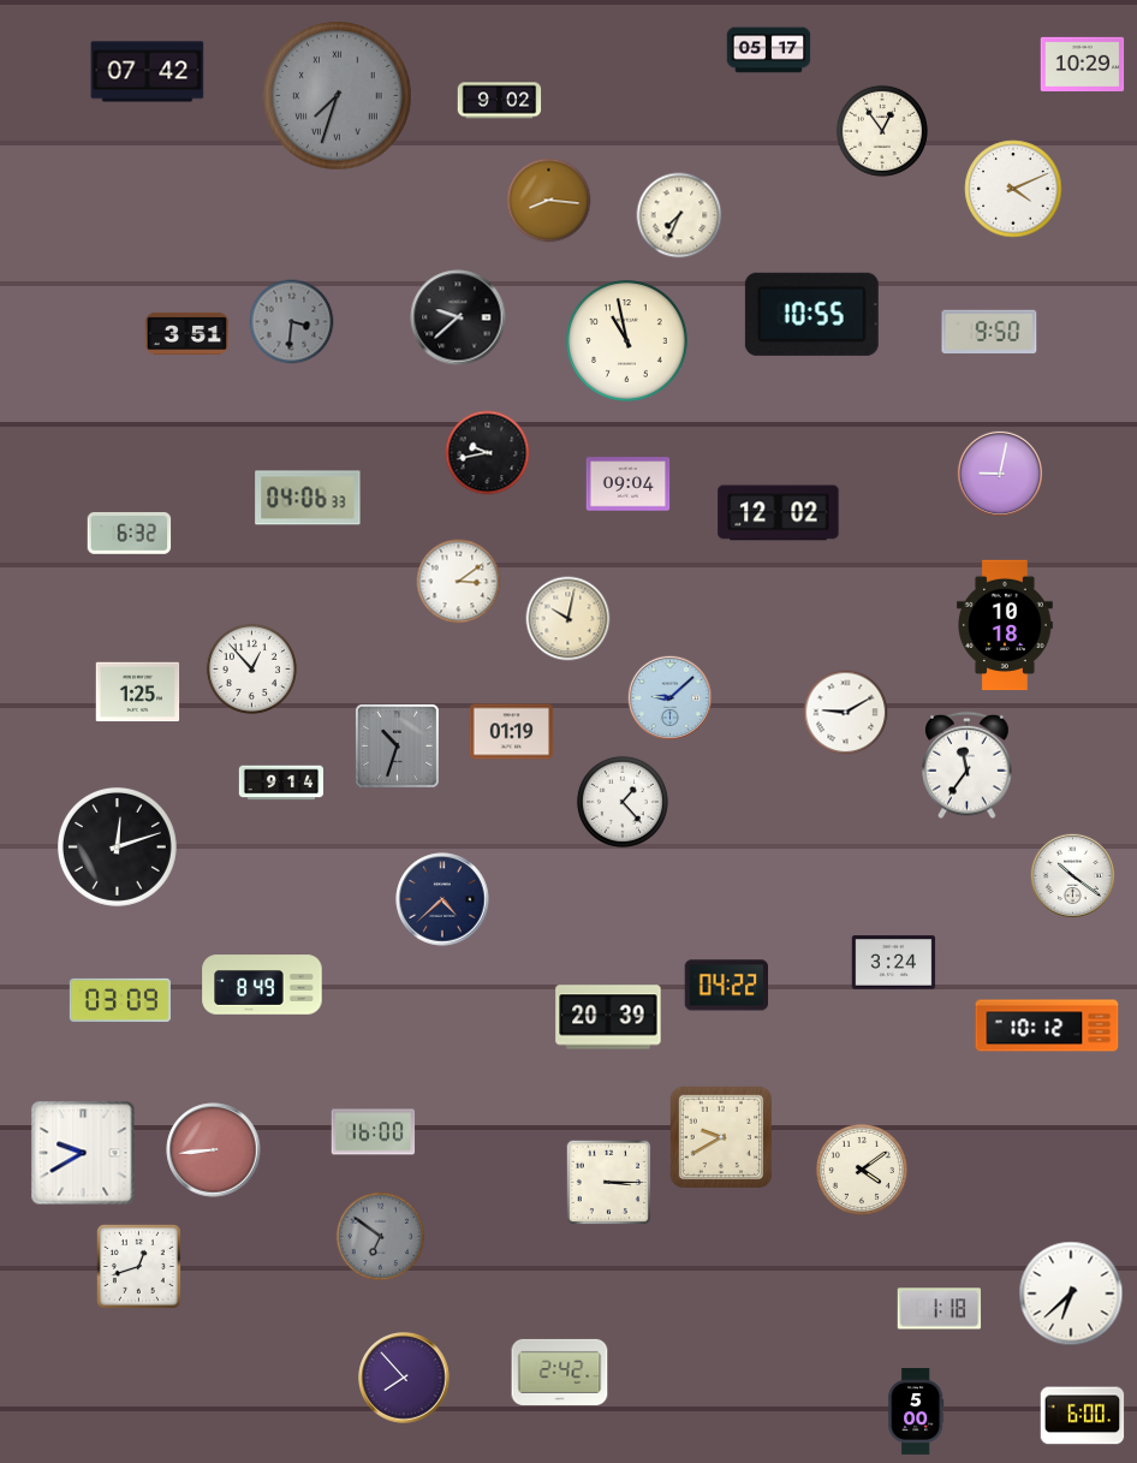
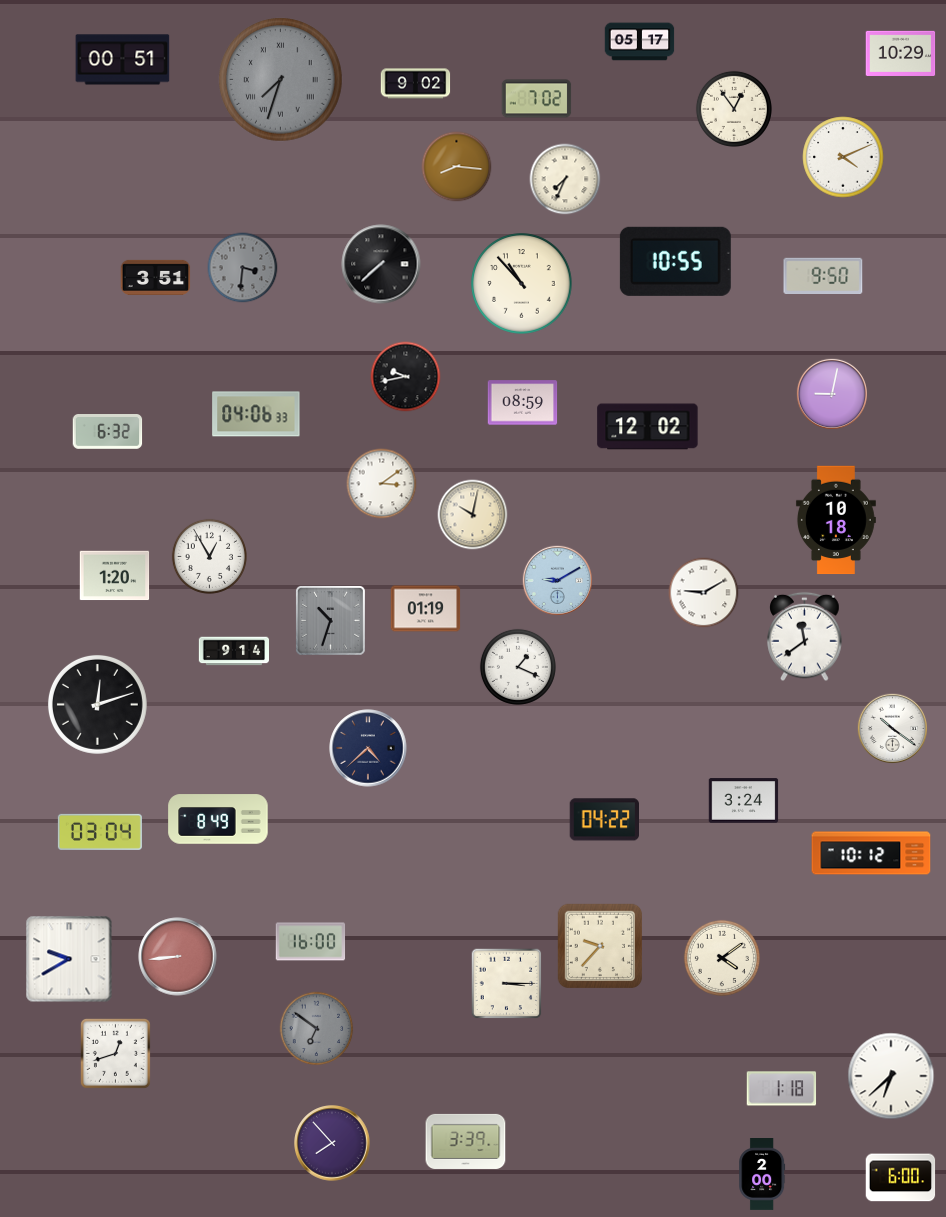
clock at (148, 72): 07:42 -> 00:51
clock at (537, 99): none -> 7:02
clock at (458, 317): 9:38 -> 7:38
clock at (627, 341): 10:58 -> 10:53
clock at (629, 484): 09:04 -> 08:59
clock at (130, 534) position: (130, 534) -> (108, 432)
clock at (251, 668): 12:53 -> 12:55
clock at (138, 692): 1:25 -> 1:20
clock at (669, 697): 9:08 -> 9:10
clock at (968, 766): 11:36 -> 11:39
clock at (623, 802): 1:23 -> 1:19
clock at (120, 1000): 03:09 -> 03:04
clock at (608, 1017): 20:39 -> none
clock at (720, 1136): 9:40 -> 9:37
clock at (862, 1170) position: (862, 1170) -> (722, 958)
clock at (560, 1372): 2:42 -> 3:39
clock at (404, 1378) position: (404, 1378) -> (332, 1143)
clock at (916, 1413): 5:00 -> 2:00
